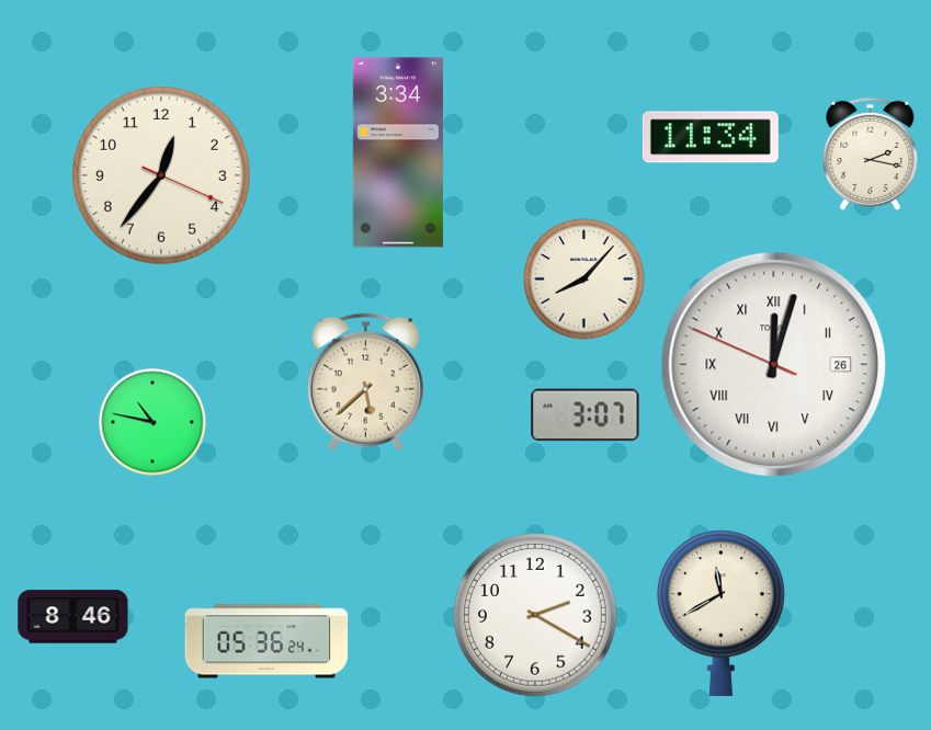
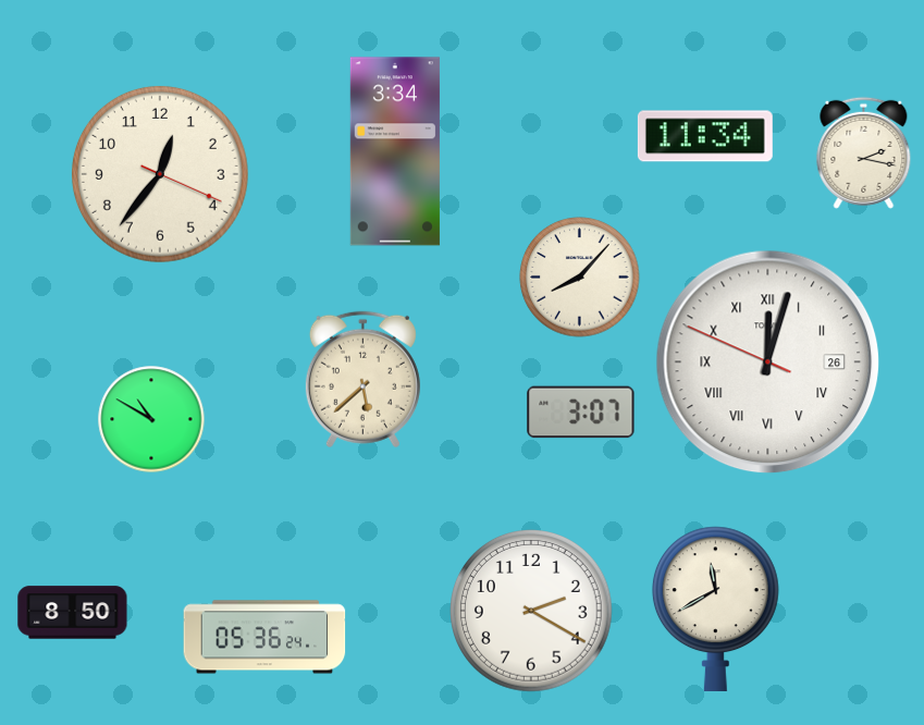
clock at (152, 422): 10:47 -> 10:50
clock at (73, 617): 8:46 -> 8:50
